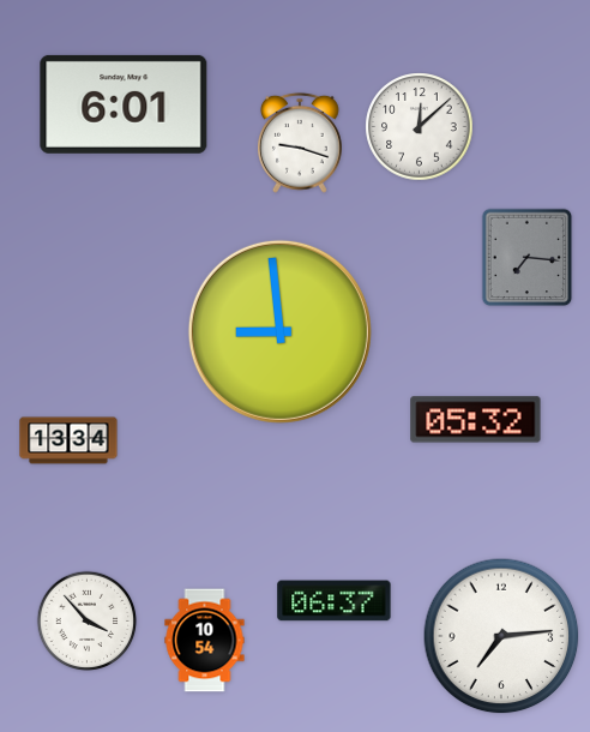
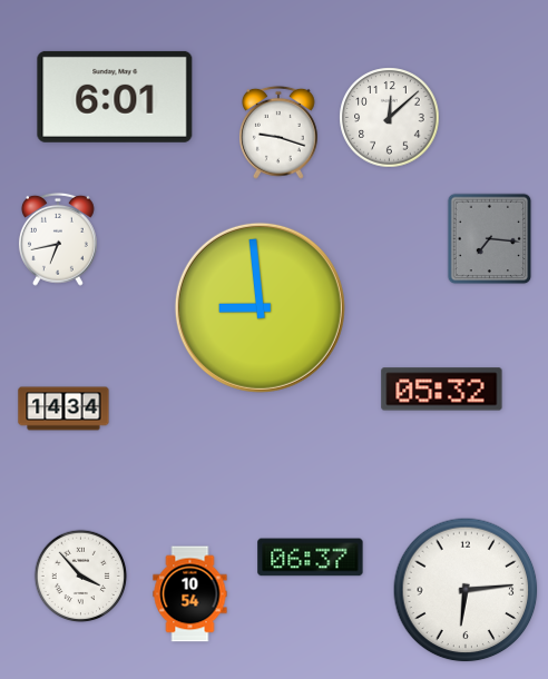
clock at (58, 239): none -> 6:43
clock at (68, 440): 13:34 -> 14:34
clock at (501, 636): 7:14 -> 6:14
